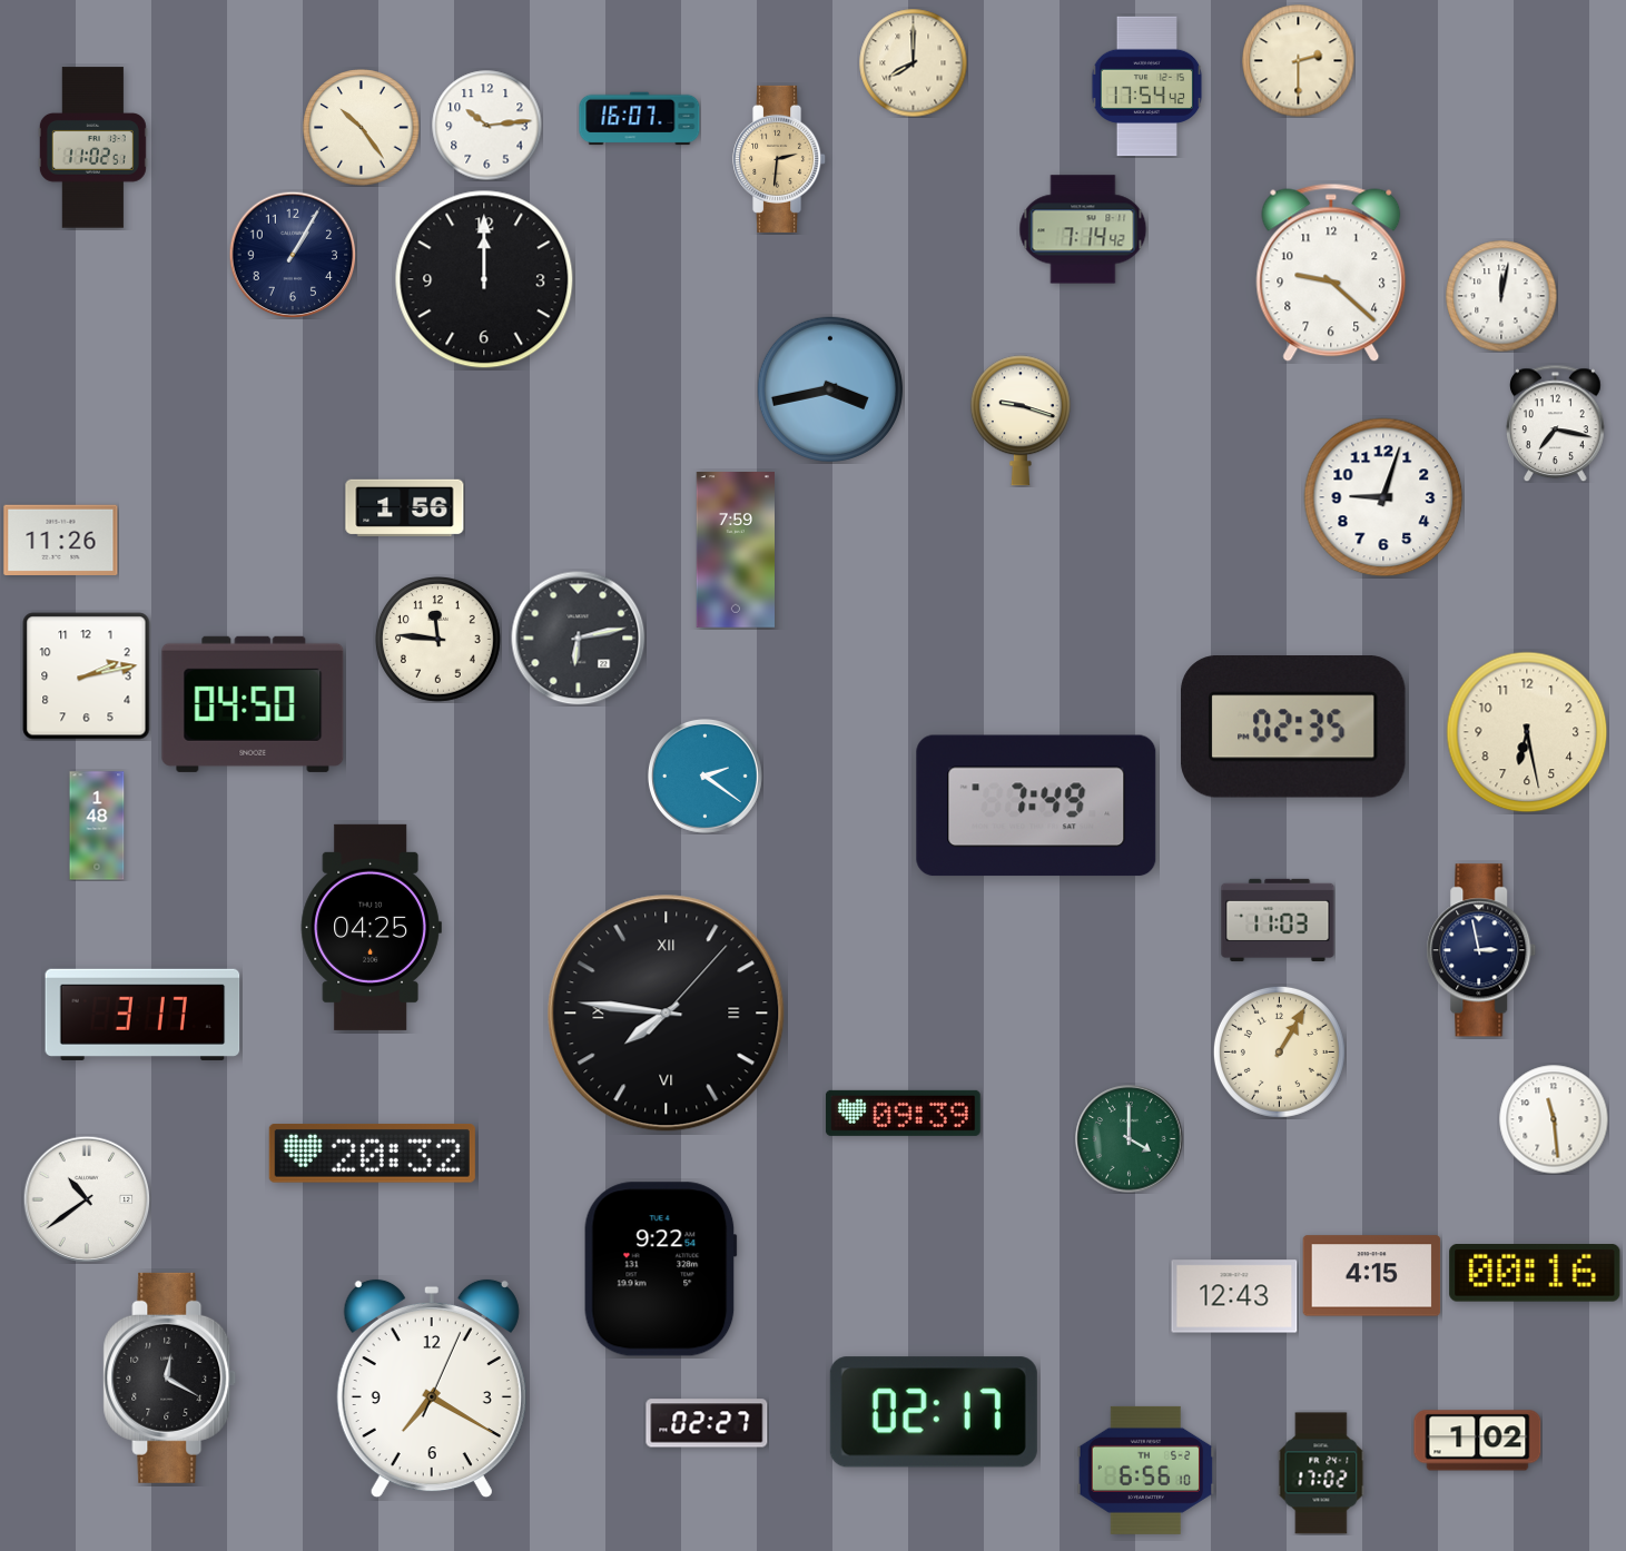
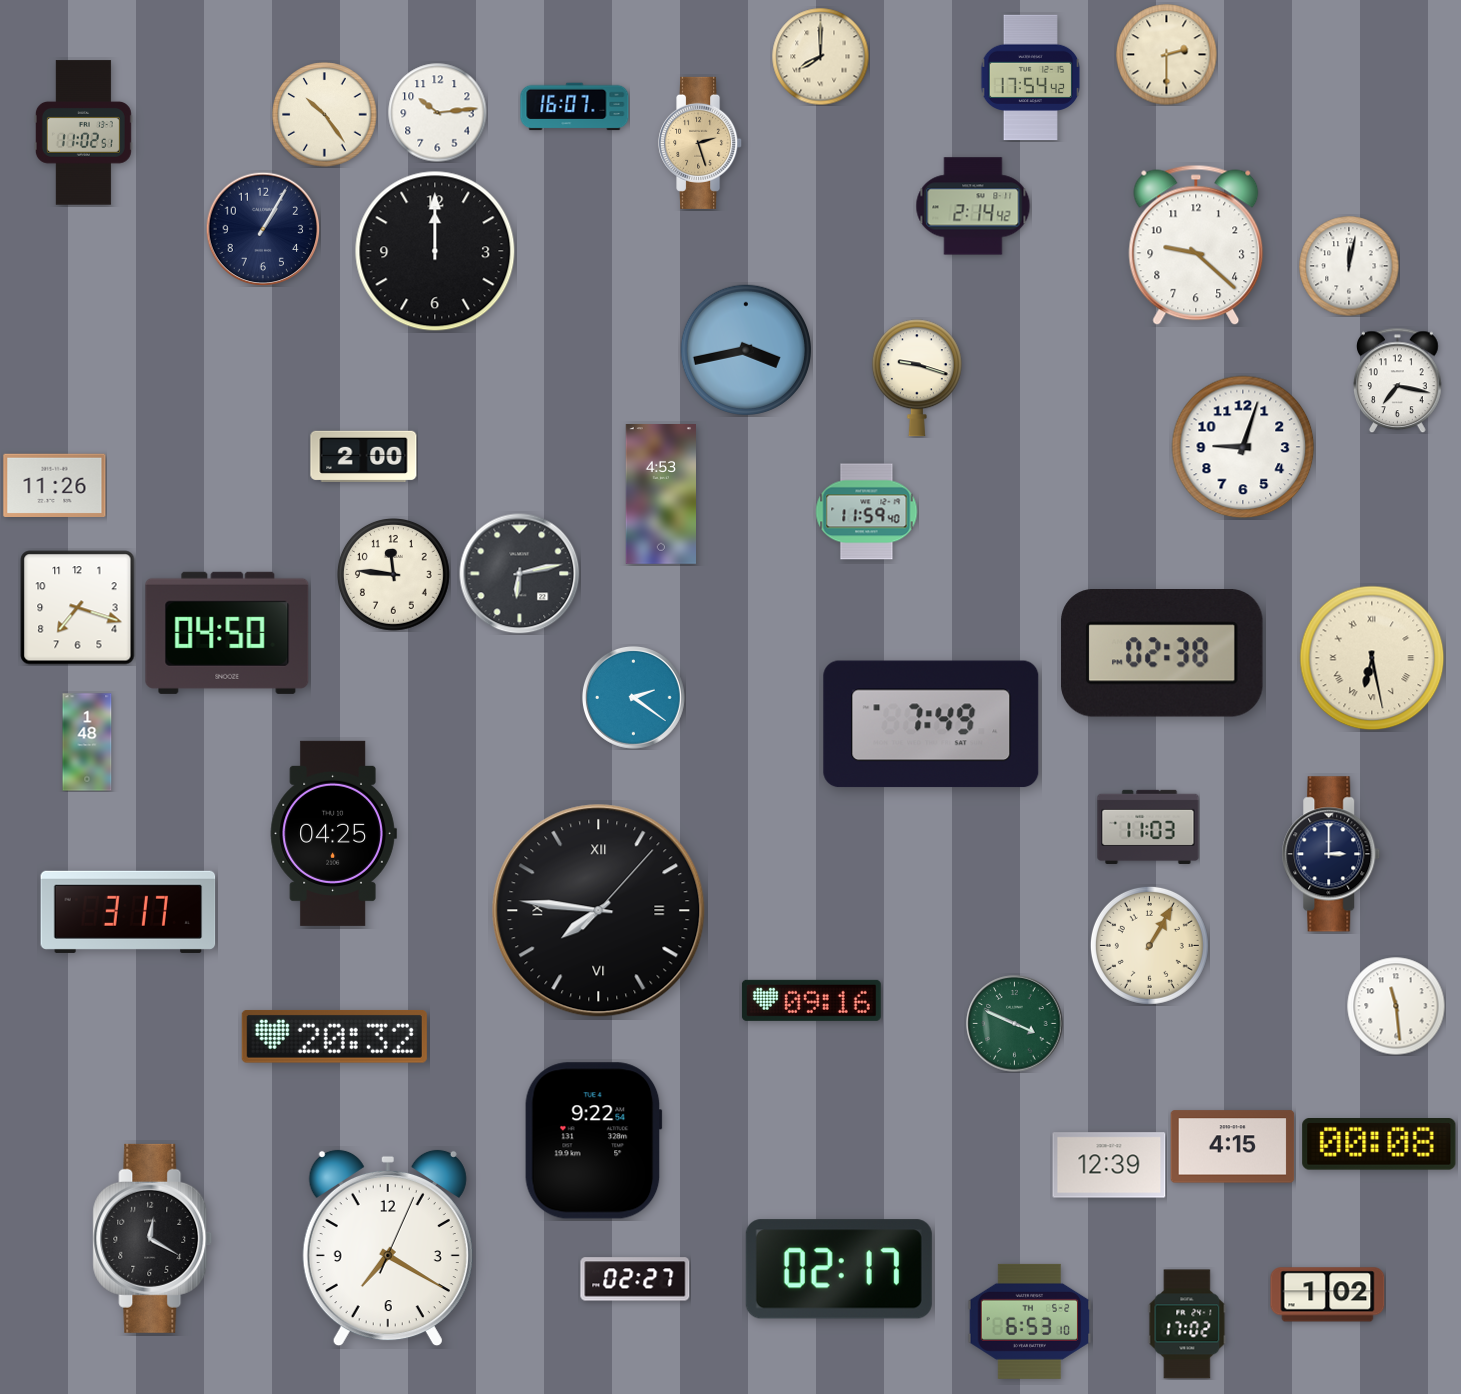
clock at (780, 159): 2:31 -> 2:27
clock at (1083, 229): 7:14 -> 2:14
clock at (405, 507): 1:56 -> 2:00
clock at (735, 551): 7:59 -> 4:53
clock at (867, 512): none -> 11:59
clock at (87, 676): 2:13 -> 7:18
clock at (1294, 728): 02:35 -> 02:38
clock at (1527, 732) numerals: Arabic -> Roman
clock at (1481, 950): 2:58 -> 3:00
clock at (903, 1113): 09:39 -> 09:16
clock at (1130, 1139): 4:00 -> 3:49
clock at (87, 1199): 10:39 -> none
clock at (1535, 1274): 00:16 -> 00:08
clock at (1234, 1296): 12:43 -> 12:39
clock at (1146, 1470): 6:56 -> 6:53
